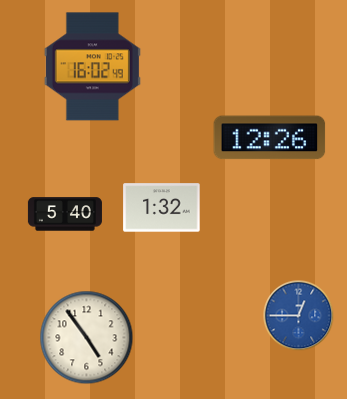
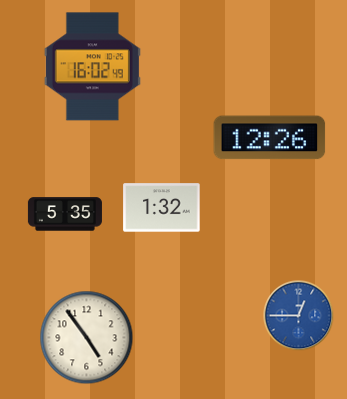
clock at (65, 214): 5:40 -> 5:35
